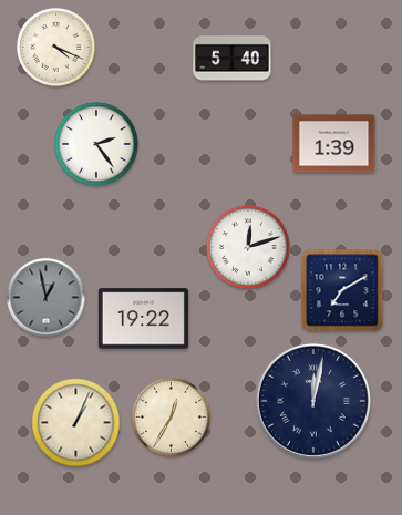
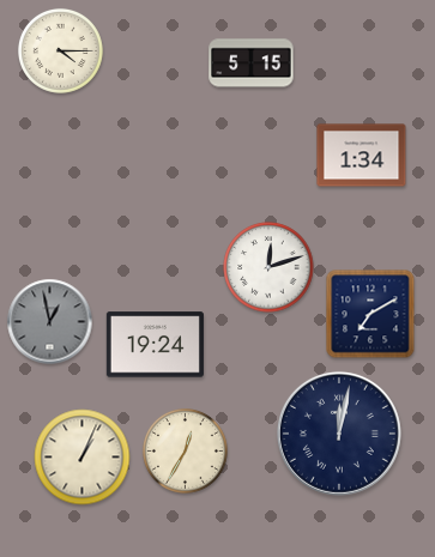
clock at (55, 47): 4:19 -> 4:15
clock at (233, 59): 5:40 -> 5:15
clock at (96, 144): 2:24 -> none
clock at (334, 144): 1:39 -> 1:34
clock at (143, 319): 19:22 -> 19:24
